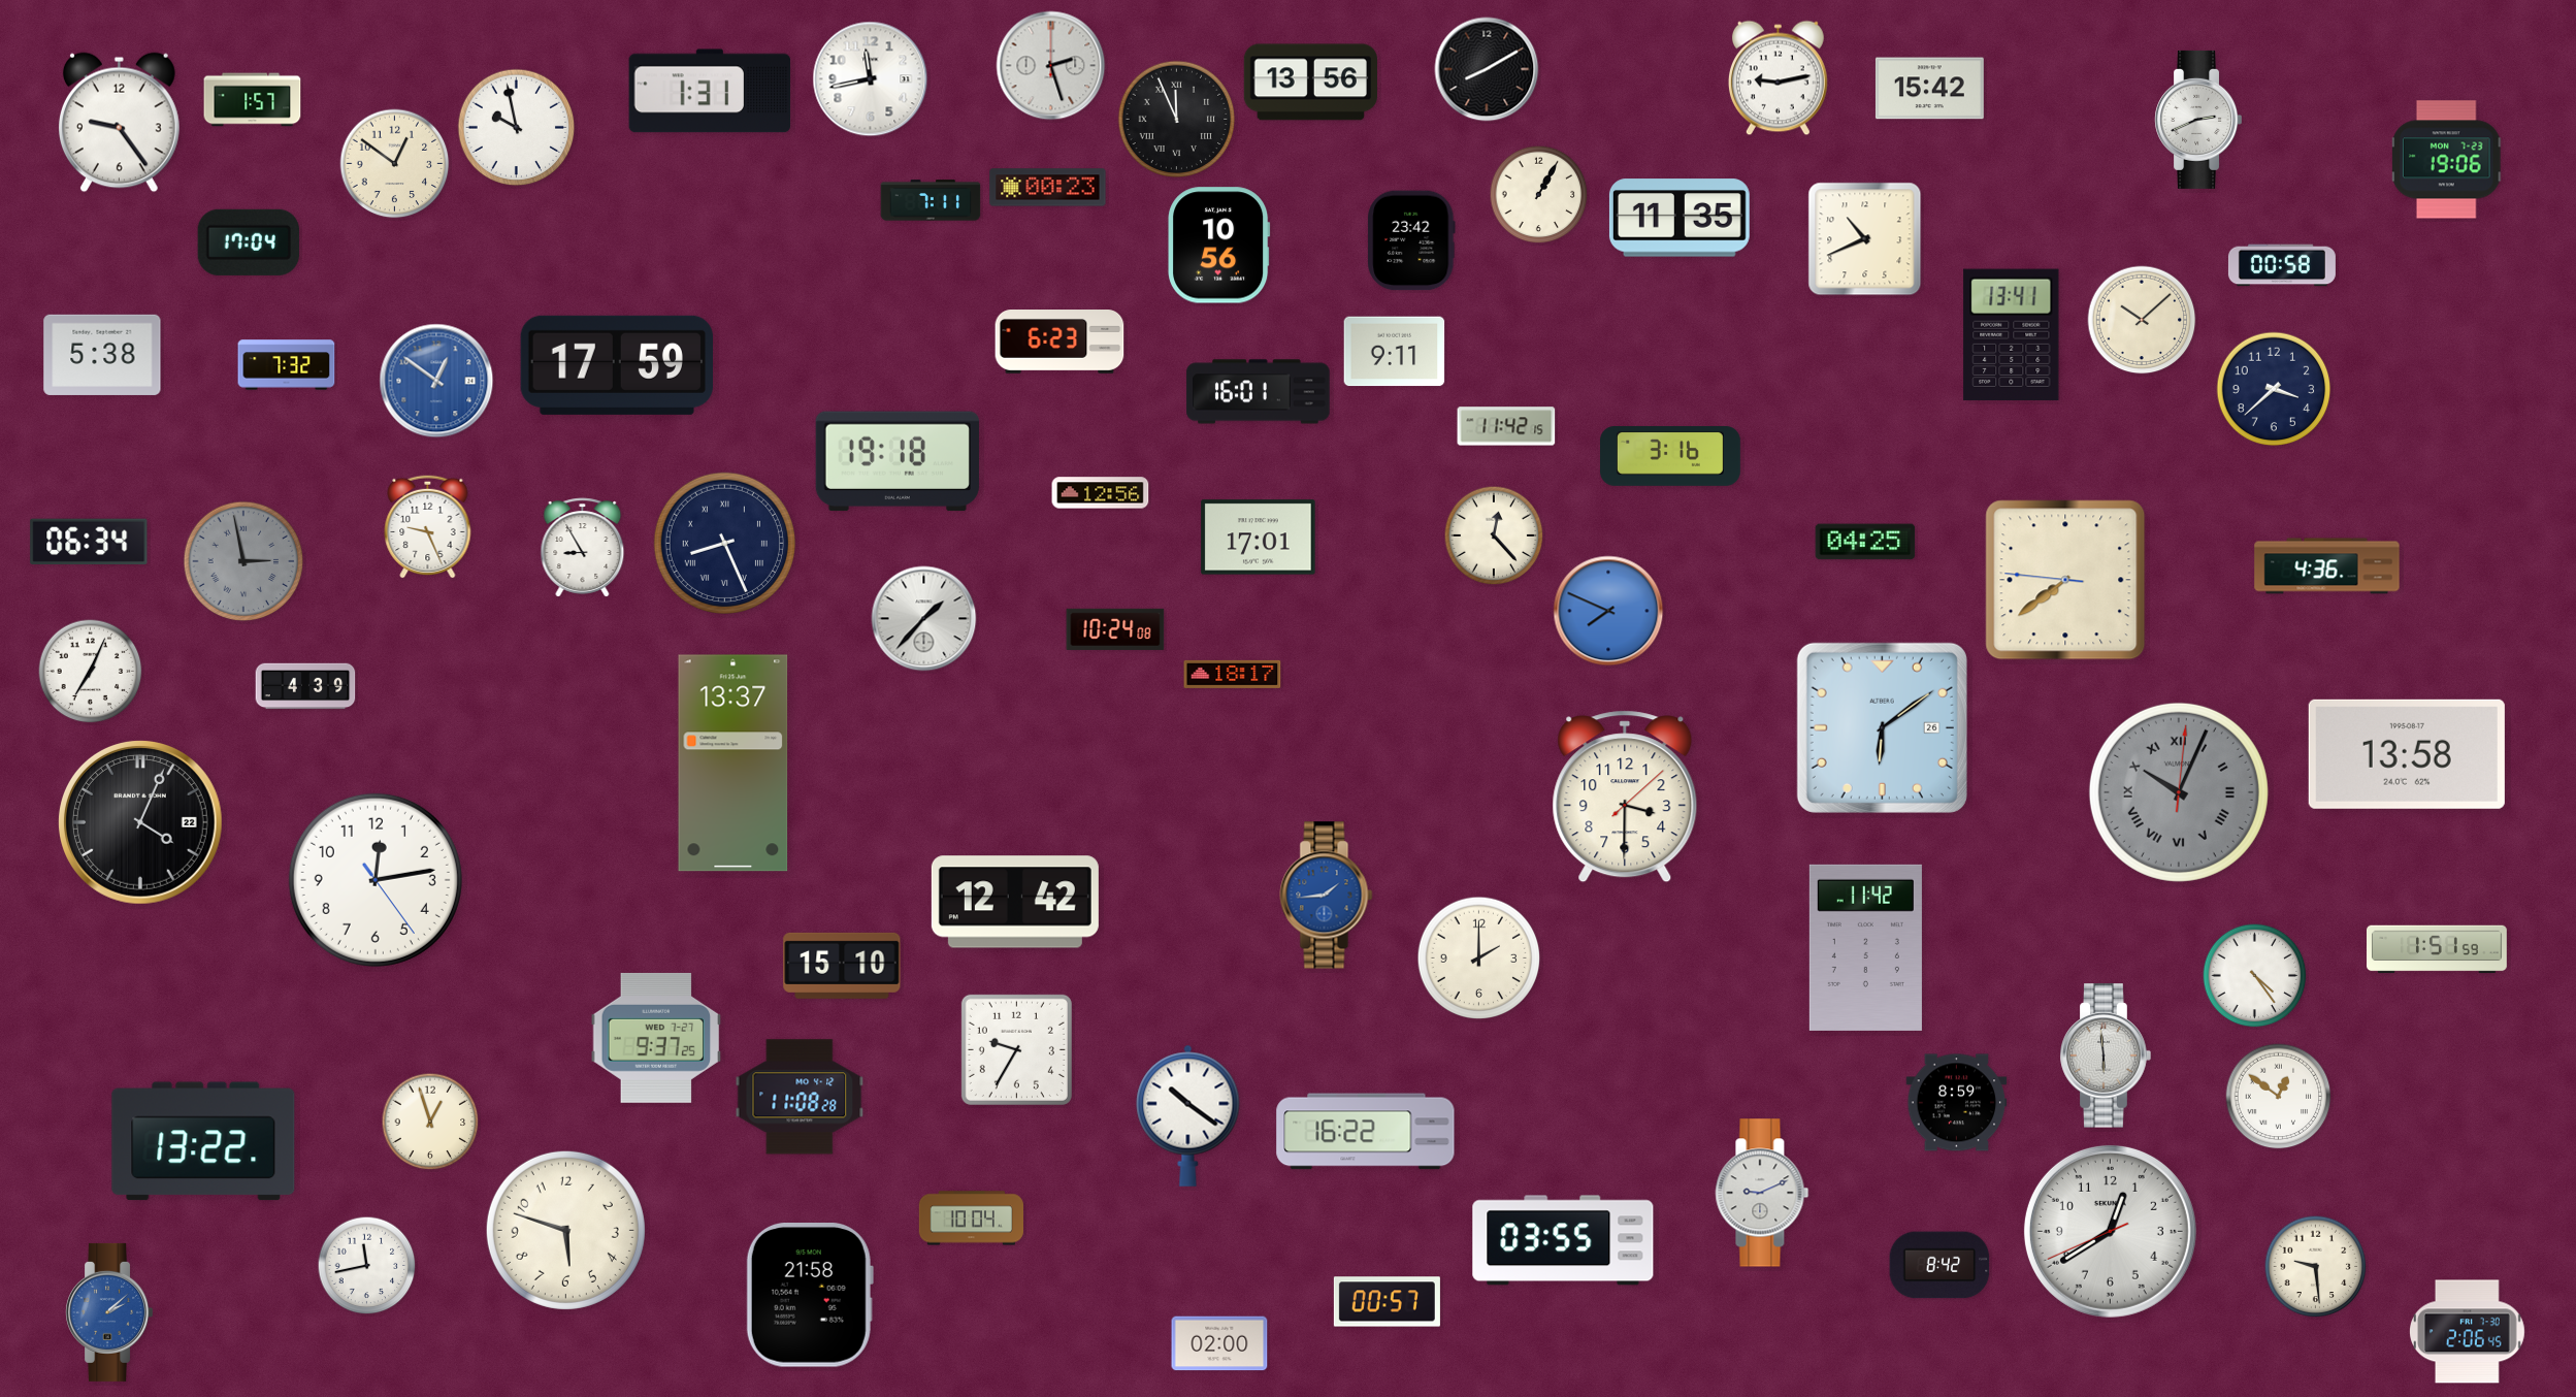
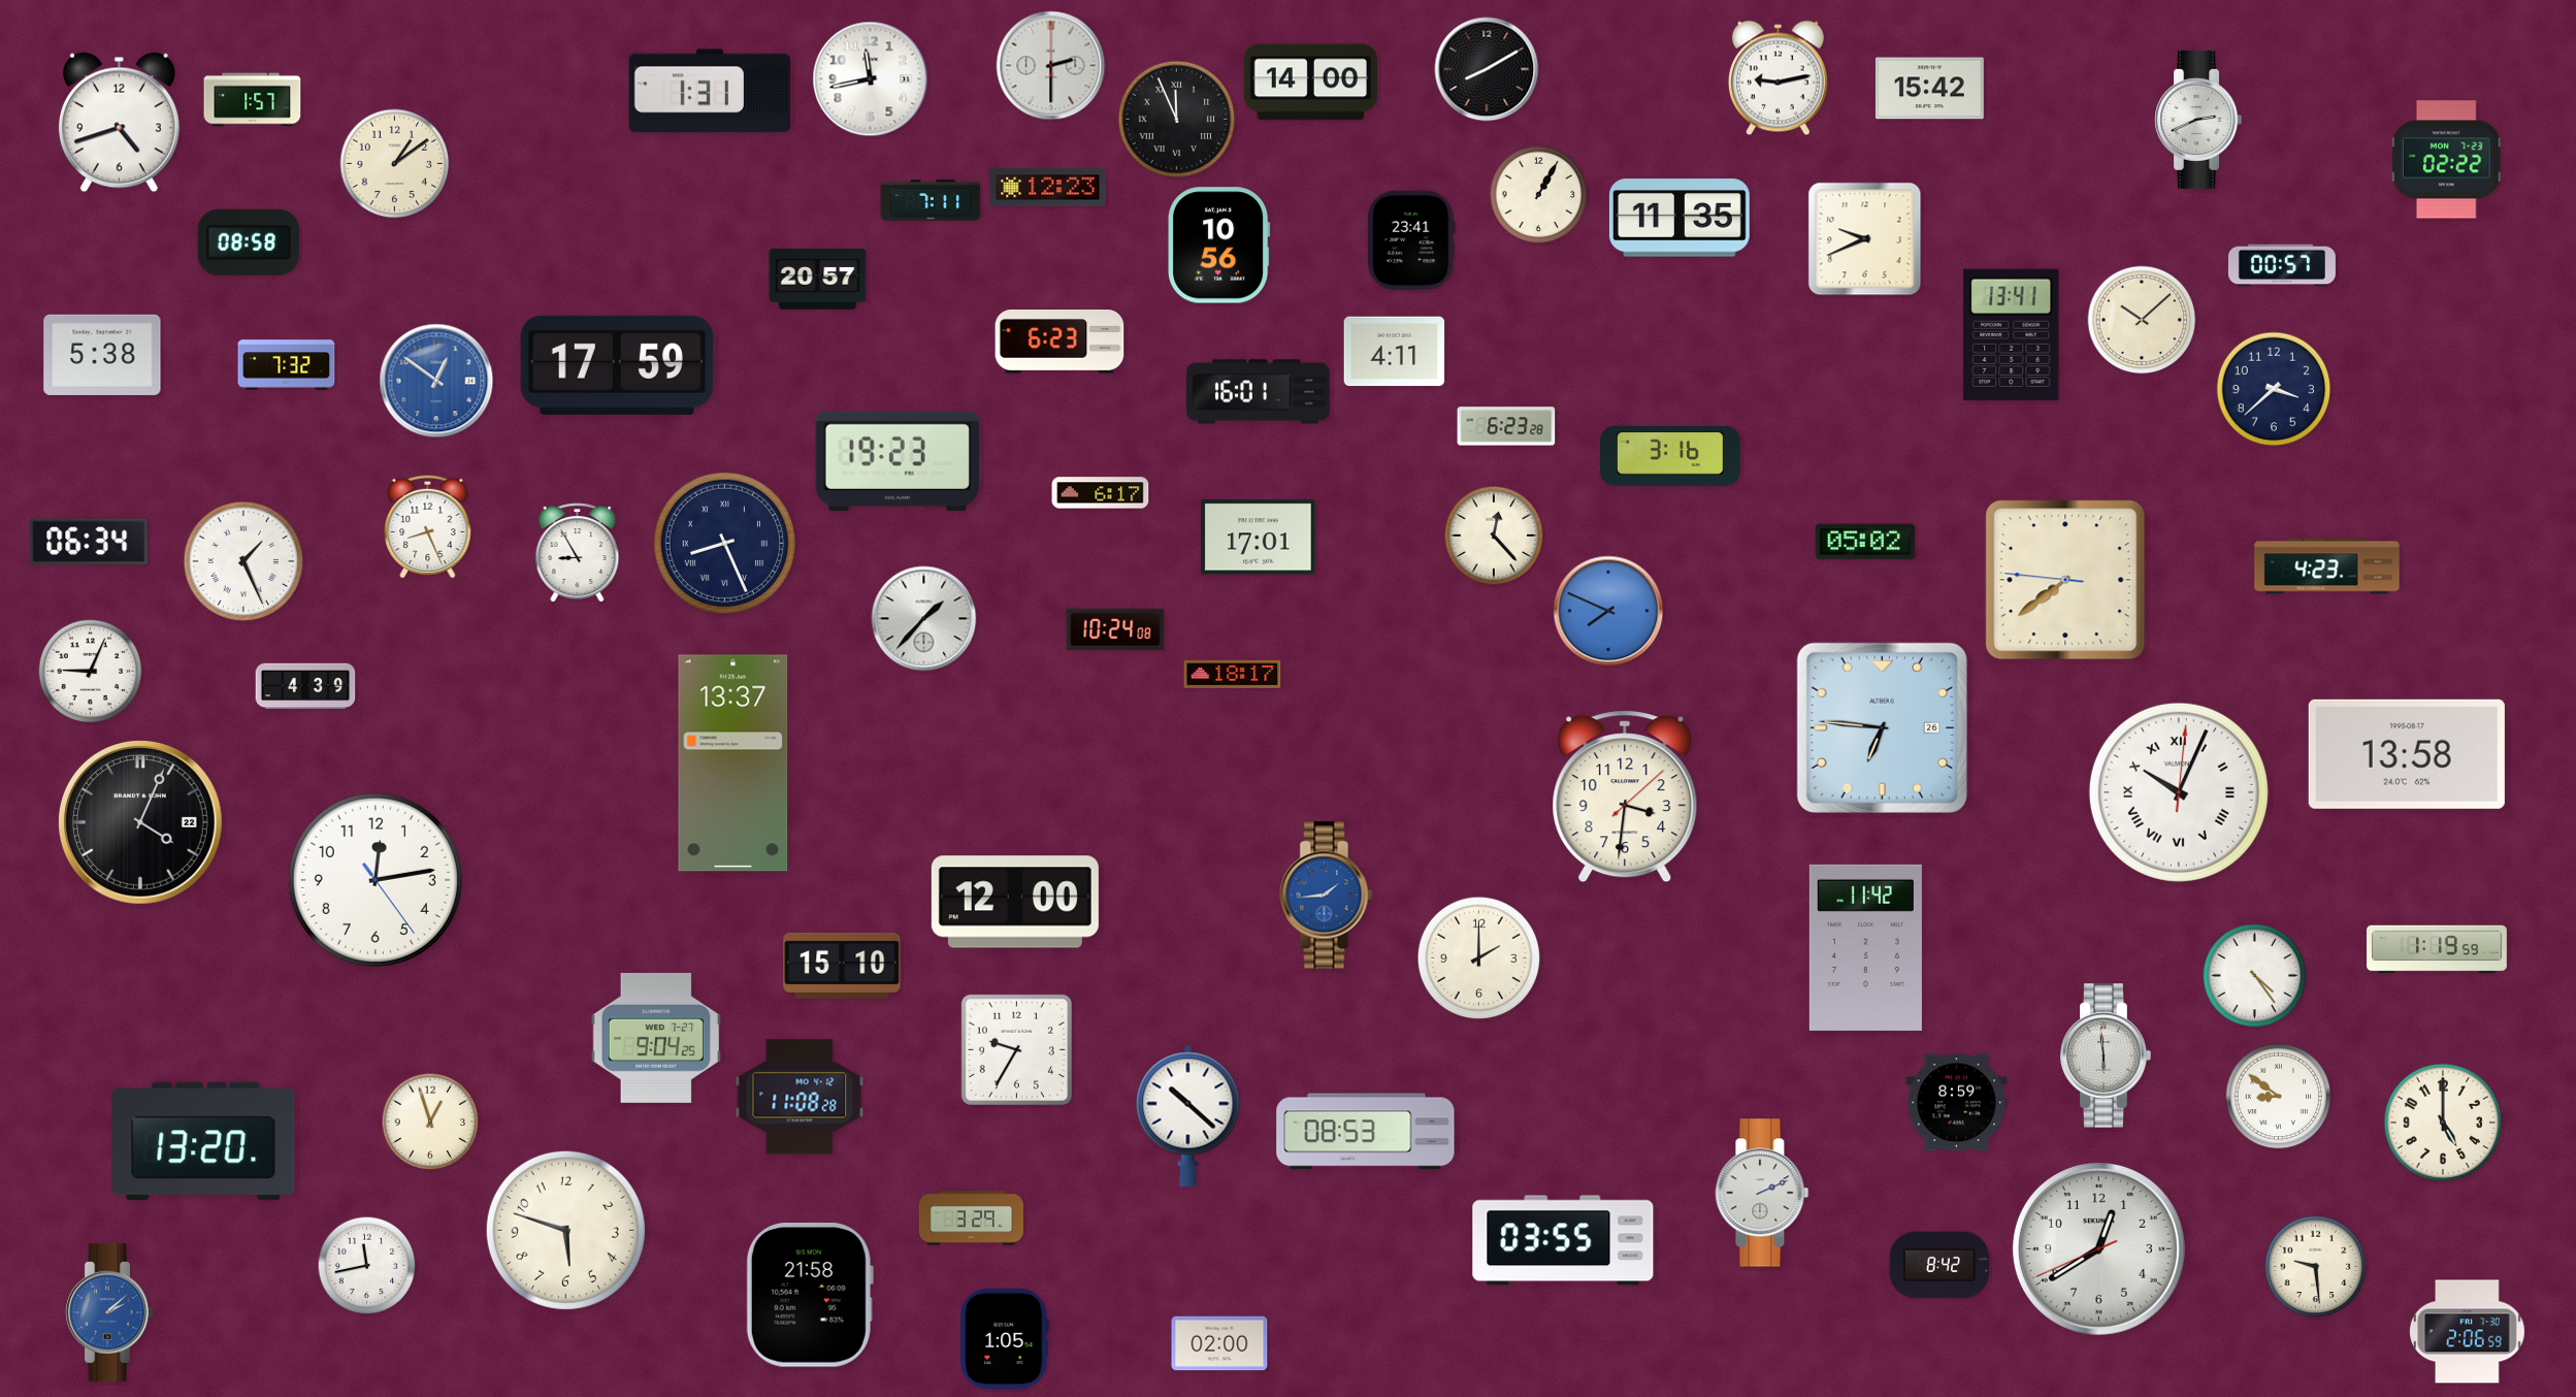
clock at (1051, 66): 2:27 -> 2:30
clock at (1310, 83): 13:56 -> 14:00
clock at (119, 123): 9:24 -> 4:42
clock at (517, 128): 9:58 -> none
clock at (2448, 160): 19:06 -> 02:22
clock at (395, 164): 12:51 -> 1:09
clock at (1048, 188): 00:23 -> 12:23
clock at (1865, 239): 10:41 -> 9:41
clock at (1411, 240): 23:42 -> 23:41
clock at (248, 242): 17:04 -> 08:58
clock at (2282, 265): 00:58 -> 00:57
clock at (818, 280): none -> 20:57
clock at (1395, 352): 9:11 -> 4:11
clock at (1506, 426): 11:42 -> 6:23
clock at (898, 461): 19:18 -> 19:23
clock at (1101, 493): 12:56 -> 6:17
clock at (428, 526): 9:26 -> 8:26
clock at (1865, 542): 04:25 -> 05:02
clock at (583, 548) position: (583, 548) -> (578, 553)
clock at (243, 561): 2:58 -> 1:26
clock at (243, 561) dial: grey -> white
clock at (2327, 566): 4:36 -> 4:23
clock at (91, 672): 7:04 -> 9:04
clock at (1882, 727): 6:09 -> 6:46
clock at (2179, 792) dial: grey -> white
clock at (1625, 797): 3:30 -> 3:31
clock at (1015, 902): 12:42 -> 12:00
clock at (2438, 949): 1:51 -> 1:19
clock at (656, 1038): 9:37 -> 9:04
clock at (2279, 1097): 12:51 -> 8:51
clock at (1188, 1115): 10:21 -> 10:22
clock at (2443, 1123): none -> 5:00
clock at (1366, 1132): 16:22 -> 08:53
clock at (203, 1141): 13:22 -> 13:20
clock at (1762, 1193): 9:11 -> 2:11
clock at (971, 1219): 10:04 -> 3:29
clock at (2110, 1231) position: (2110, 1231) -> (2098, 1248)
clock at (1387, 1302): 00:57 -> none
clock at (2468, 1332): 2:06:45 -> 2:06:59
clock at (1005, 1339): none -> 1:05
